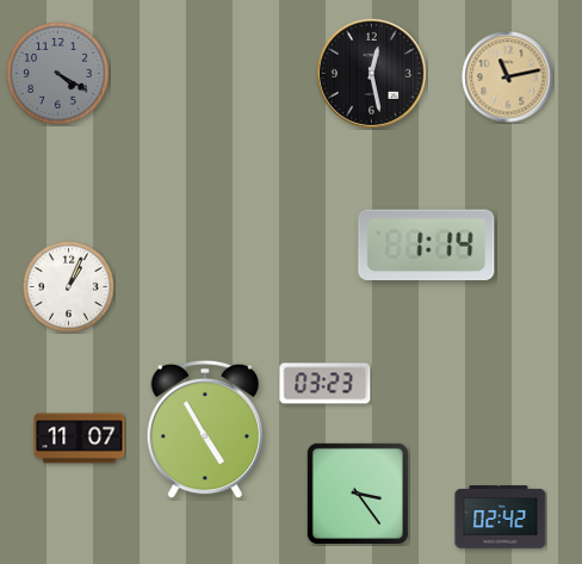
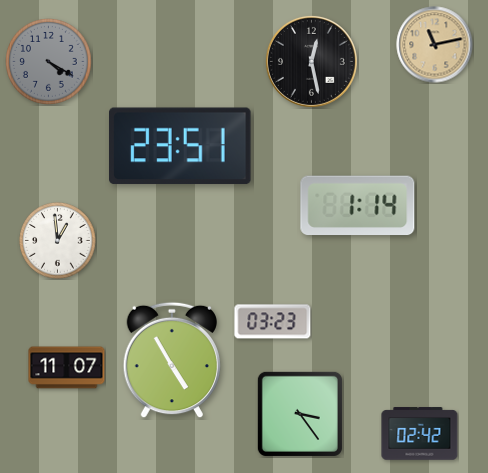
clock at (508, 78) position: (508, 78) -> (435, 45)
clock at (181, 146): none -> 23:51
clock at (69, 287): 1:04 -> 12:59
